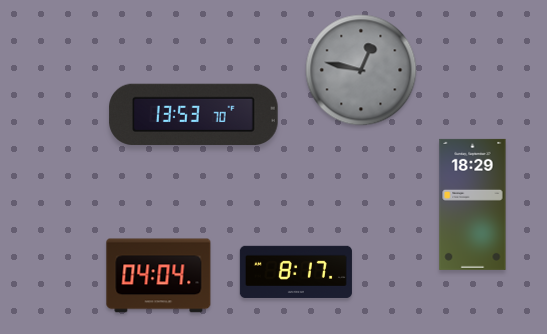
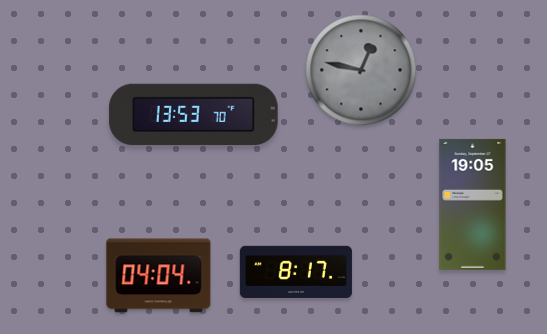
clock at (473, 204): 18:29 -> 19:05
